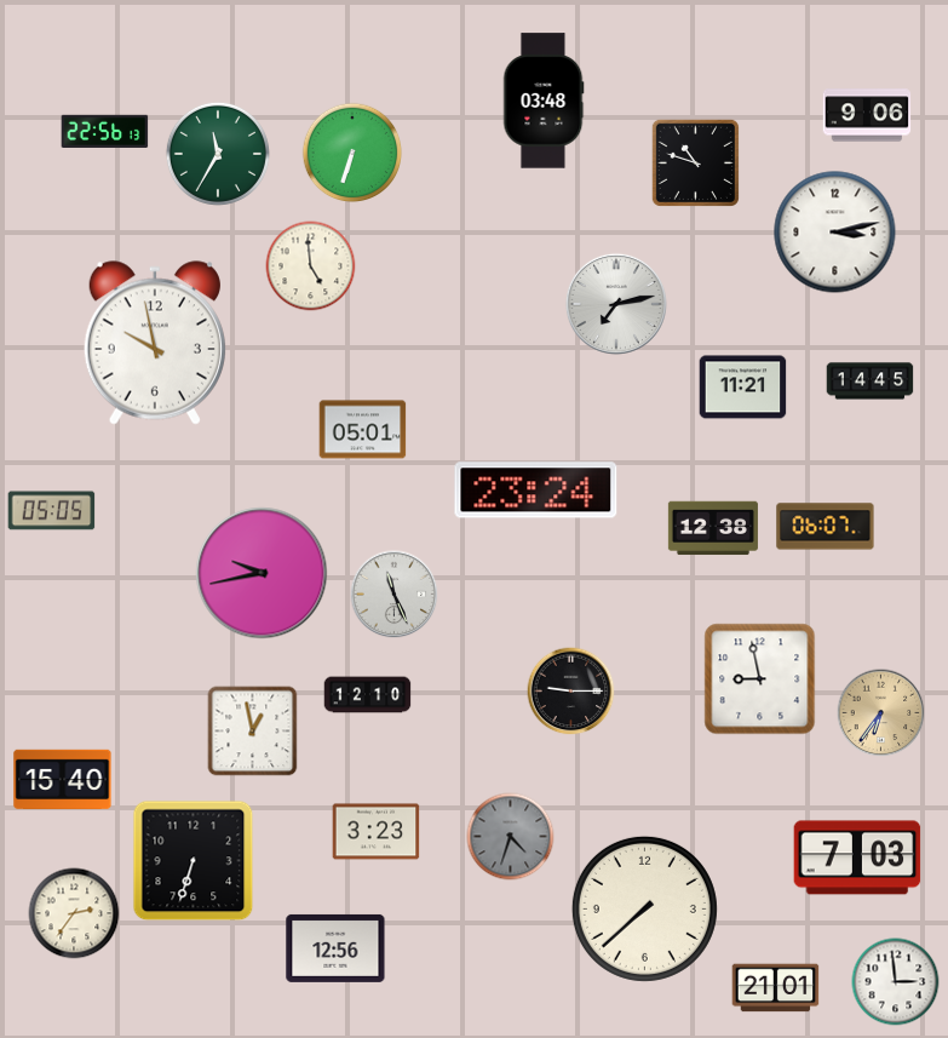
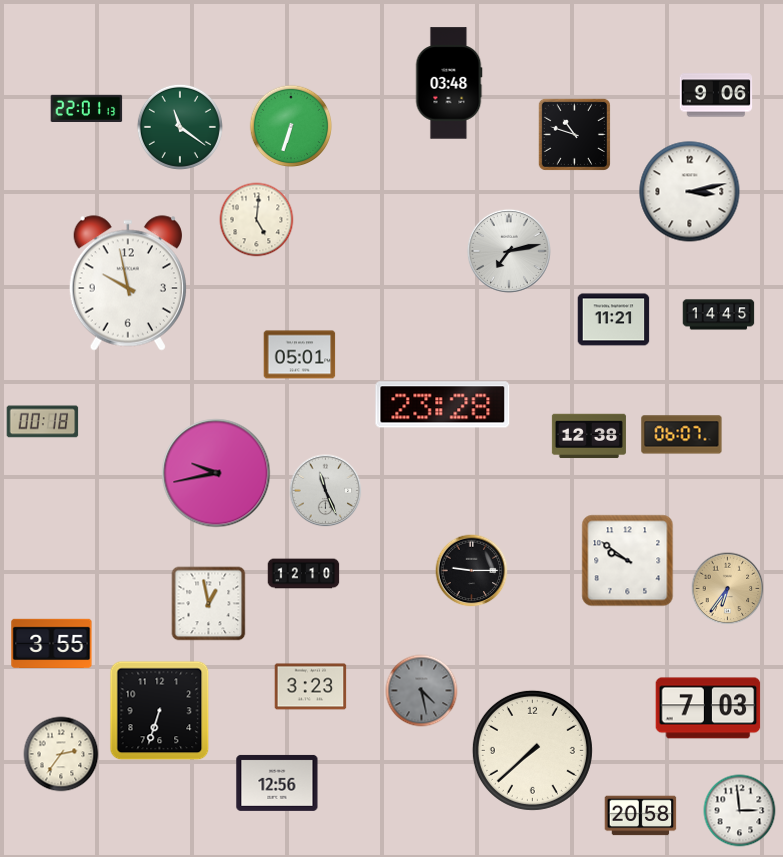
clock at (105, 131): 22:56 -> 22:01
clock at (218, 154): 11:35 -> 11:21
clock at (311, 266): 4:59 -> 5:01
clock at (536, 491): 23:24 -> 23:28
clock at (52, 511): 05:05 -> 00:18
clock at (760, 679): 8:58 -> 9:51
clock at (63, 780): 15:40 -> 3:55
clock at (511, 837): 4:33 -> 4:28
clock at (776, 988): 21:01 -> 20:58
